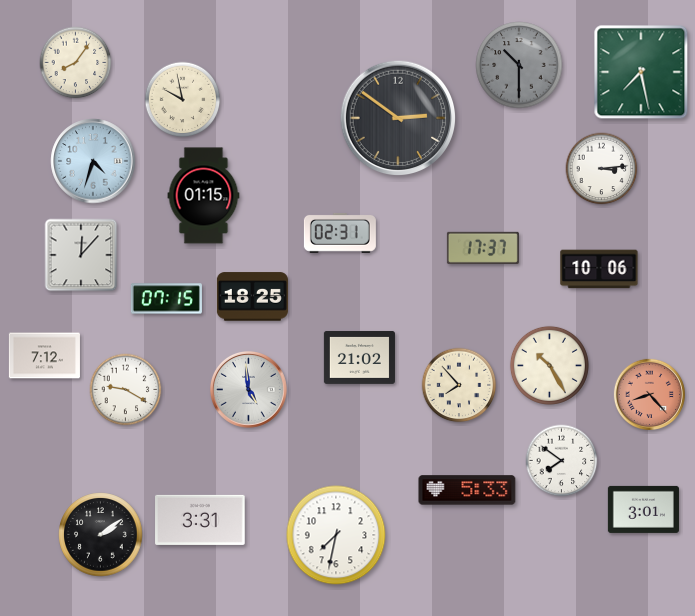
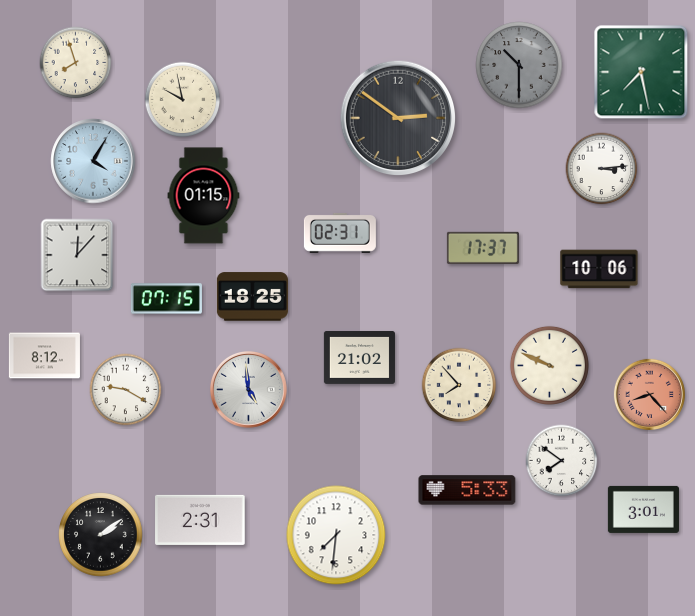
clock at (76, 63): 8:06 -> 7:57
clock at (93, 161): 4:33 -> 4:05
clock at (81, 255) position: (81, 255) -> (77, 255)
clock at (44, 356): 7:12 -> 8:12
clock at (549, 365): 10:25 -> 9:49
clock at (200, 520): 3:31 -> 2:31
clock at (336, 535): 7:32 -> 7:31
